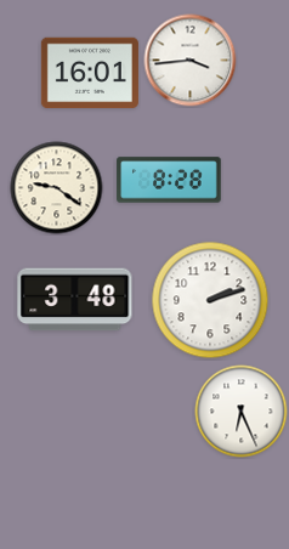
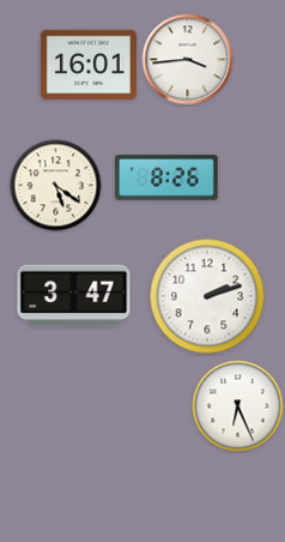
clock at (90, 73) position: (90, 73) -> (89, 65)
clock at (169, 180): 8:28 -> 8:26
clock at (57, 188): 9:21 -> 5:21
clock at (75, 300): 3:48 -> 3:47
